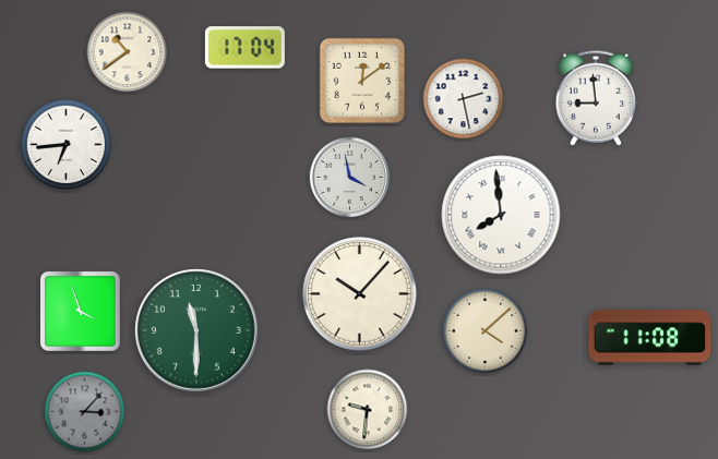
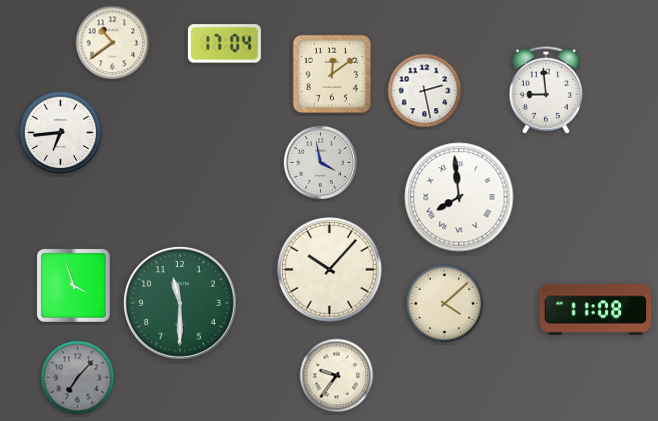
clock at (128, 52) position: (128, 52) -> (113, 43)
clock at (368, 410): 9:31 -> 9:36
clock at (85, 412): 3:07 -> 7:07
